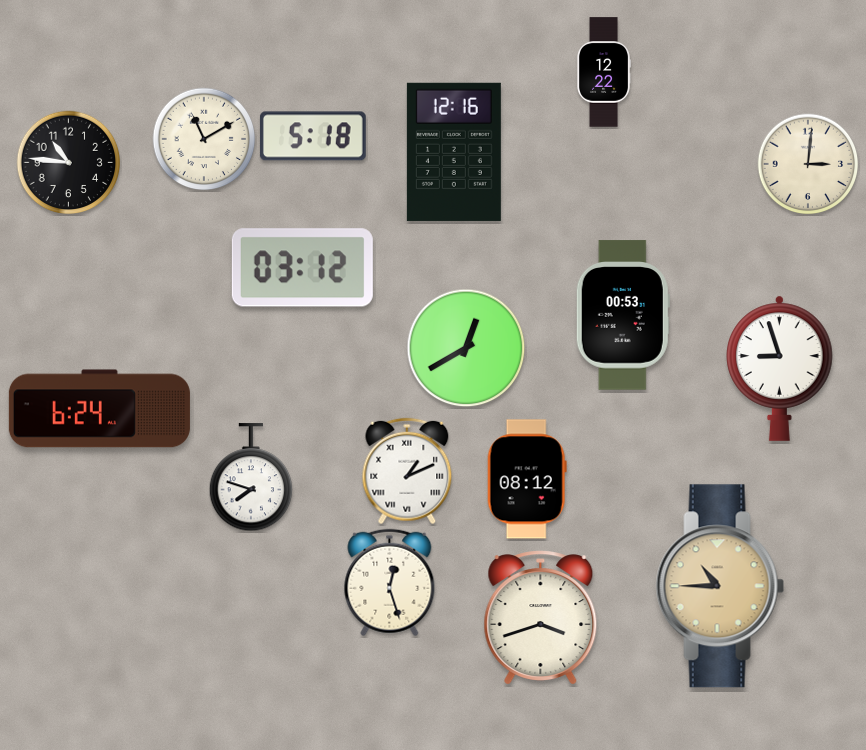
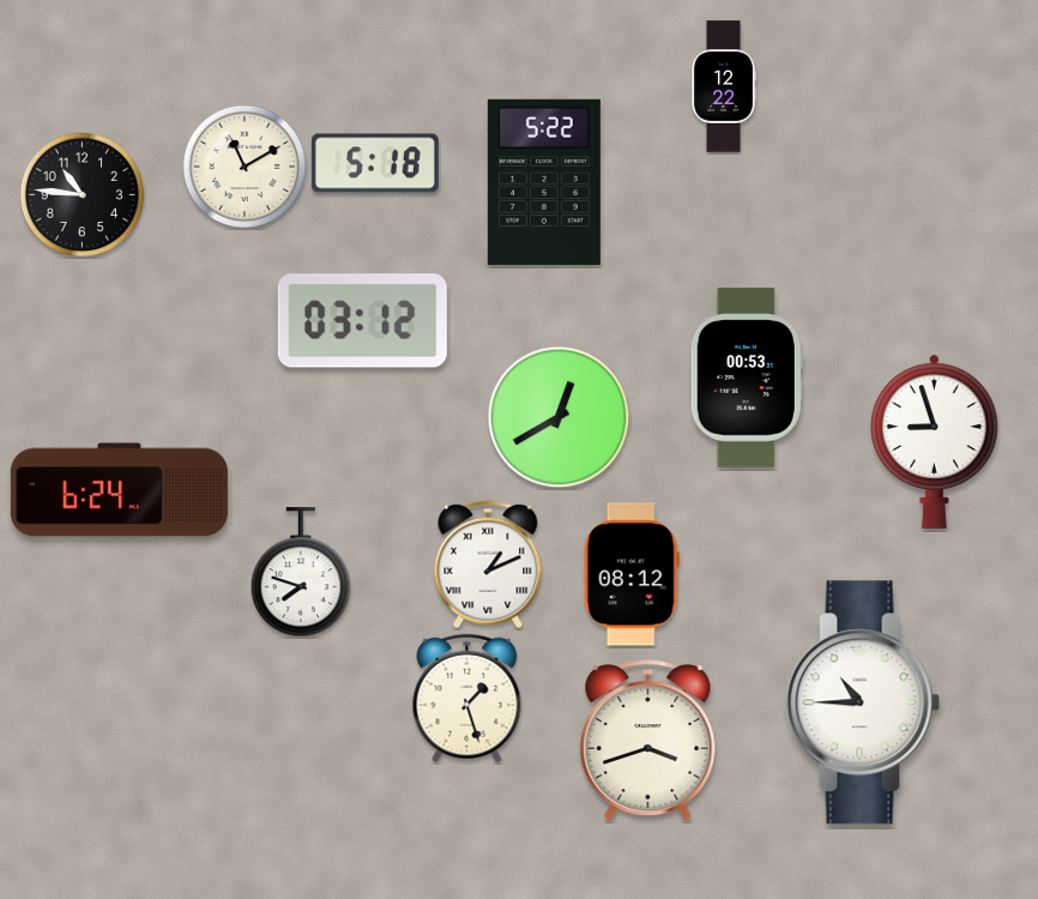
clock at (454, 152): 12:16 -> 5:22
clock at (808, 164): 3:01 -> none
clock at (390, 583): 12:27 -> 1:27
clock at (720, 586) dial: champagne -> white
